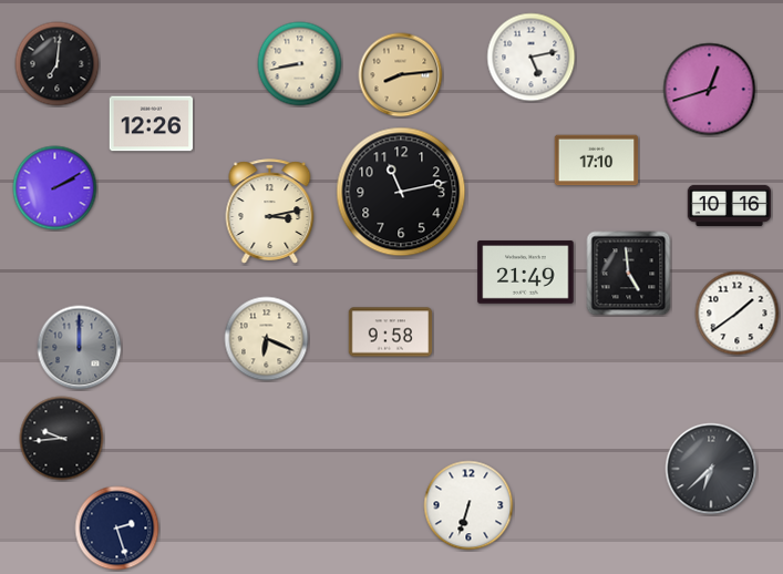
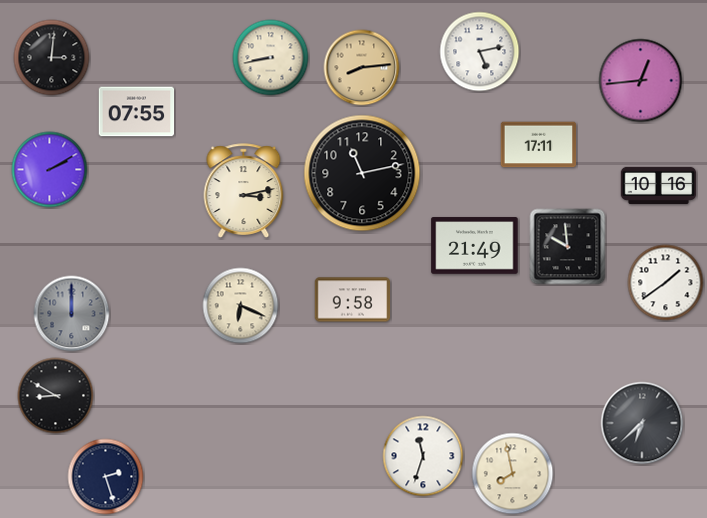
clock at (58, 64): 7:01 -> 3:01
clock at (710, 90): 12:42 -> 12:44
clock at (152, 124): 12:26 -> 07:55
clock at (597, 161): 17:10 -> 17:11
clock at (629, 274): 4:59 -> 9:59
clock at (62, 439): 9:44 -> 8:50
clock at (468, 505): 6:33 -> 11:33
clock at (513, 474): none -> 7:58
